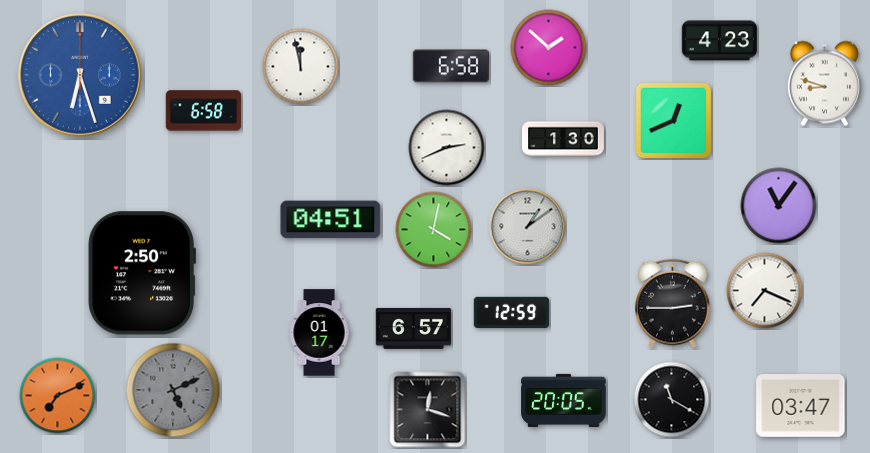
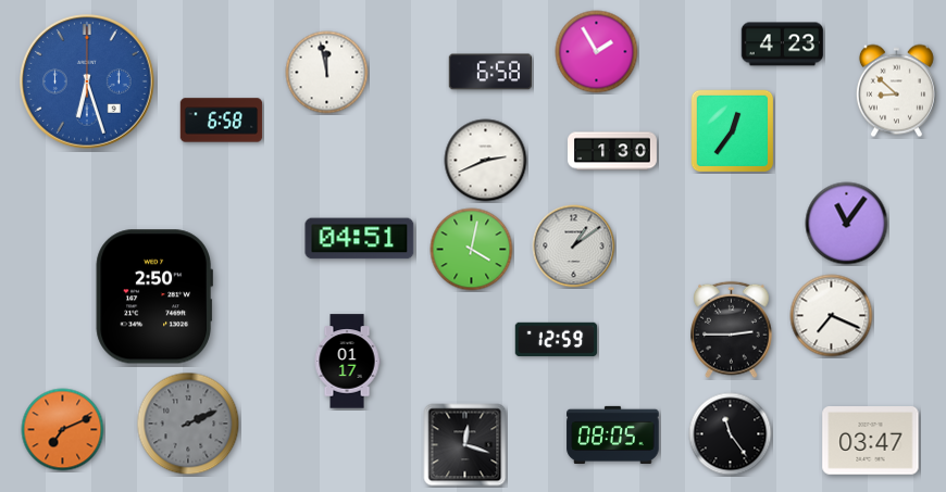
clock at (549, 48): 1:52 -> 1:55
clock at (824, 84): 8:48 -> 8:52
clock at (673, 120): 12:41 -> 12:36
clock at (414, 328): 6:57 -> none
clock at (173, 390): 5:11 -> 2:11
clock at (564, 400): 20:05 -> 08:05
clock at (672, 400): 11:20 -> 11:24
